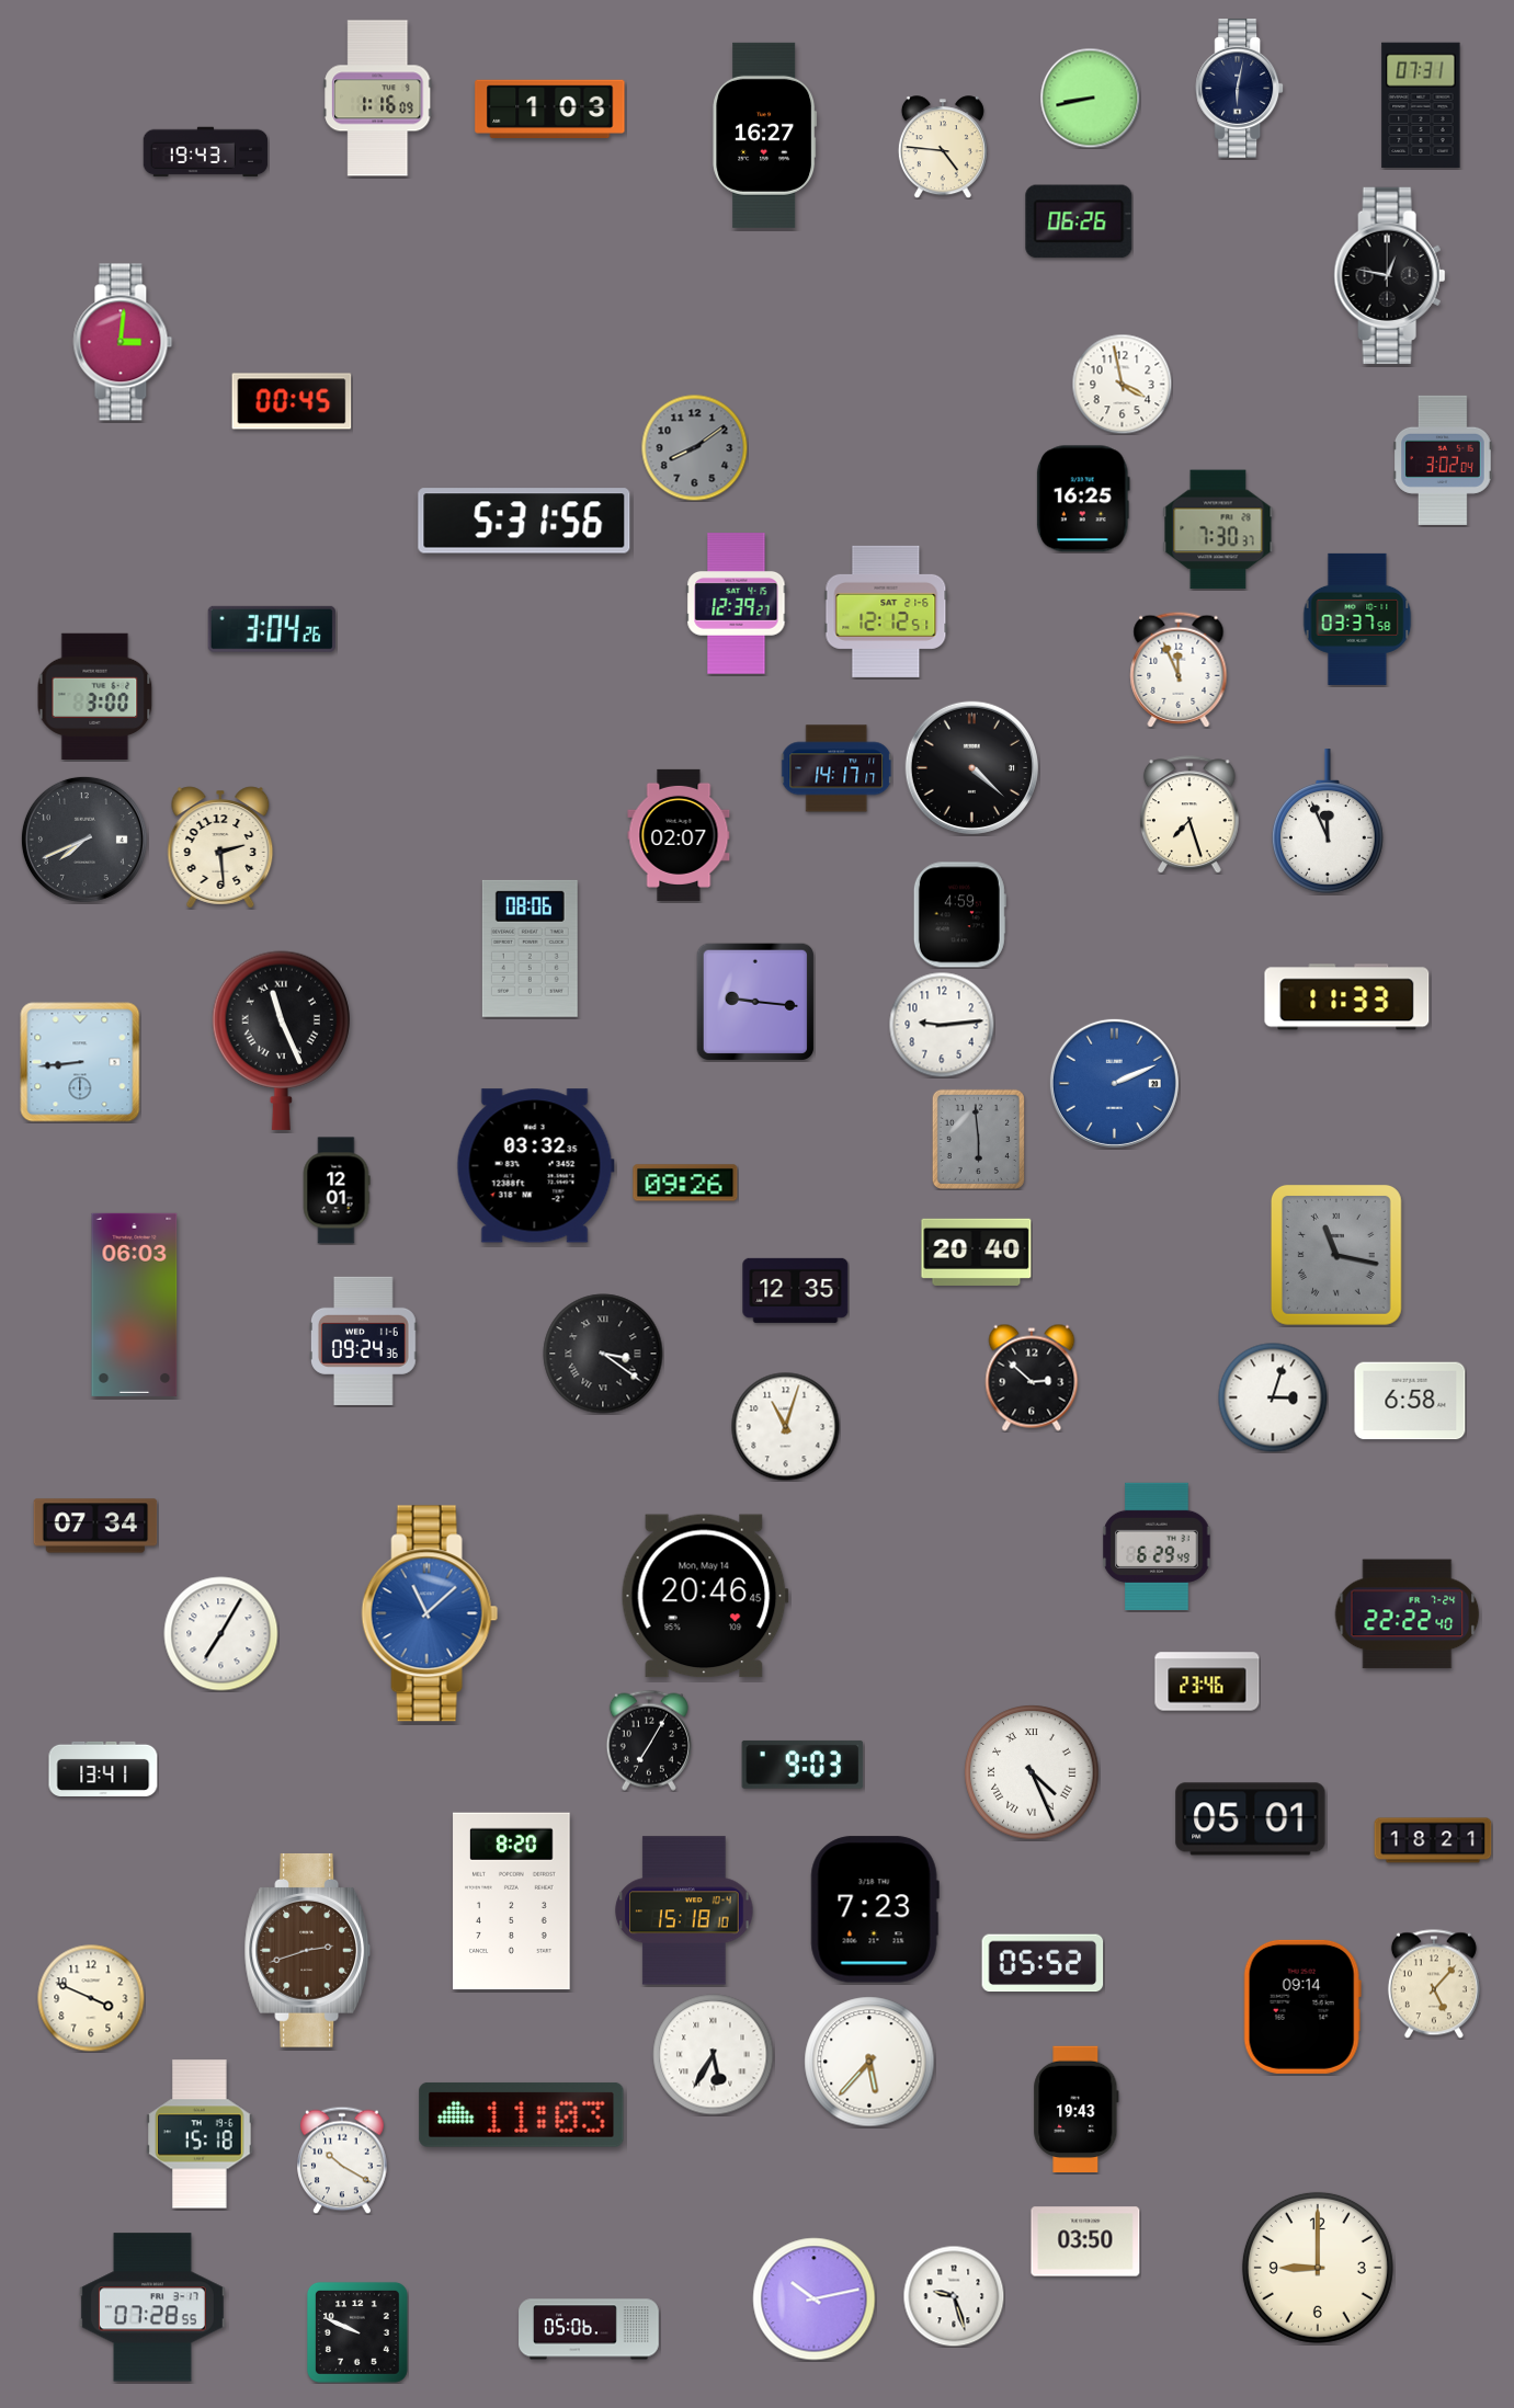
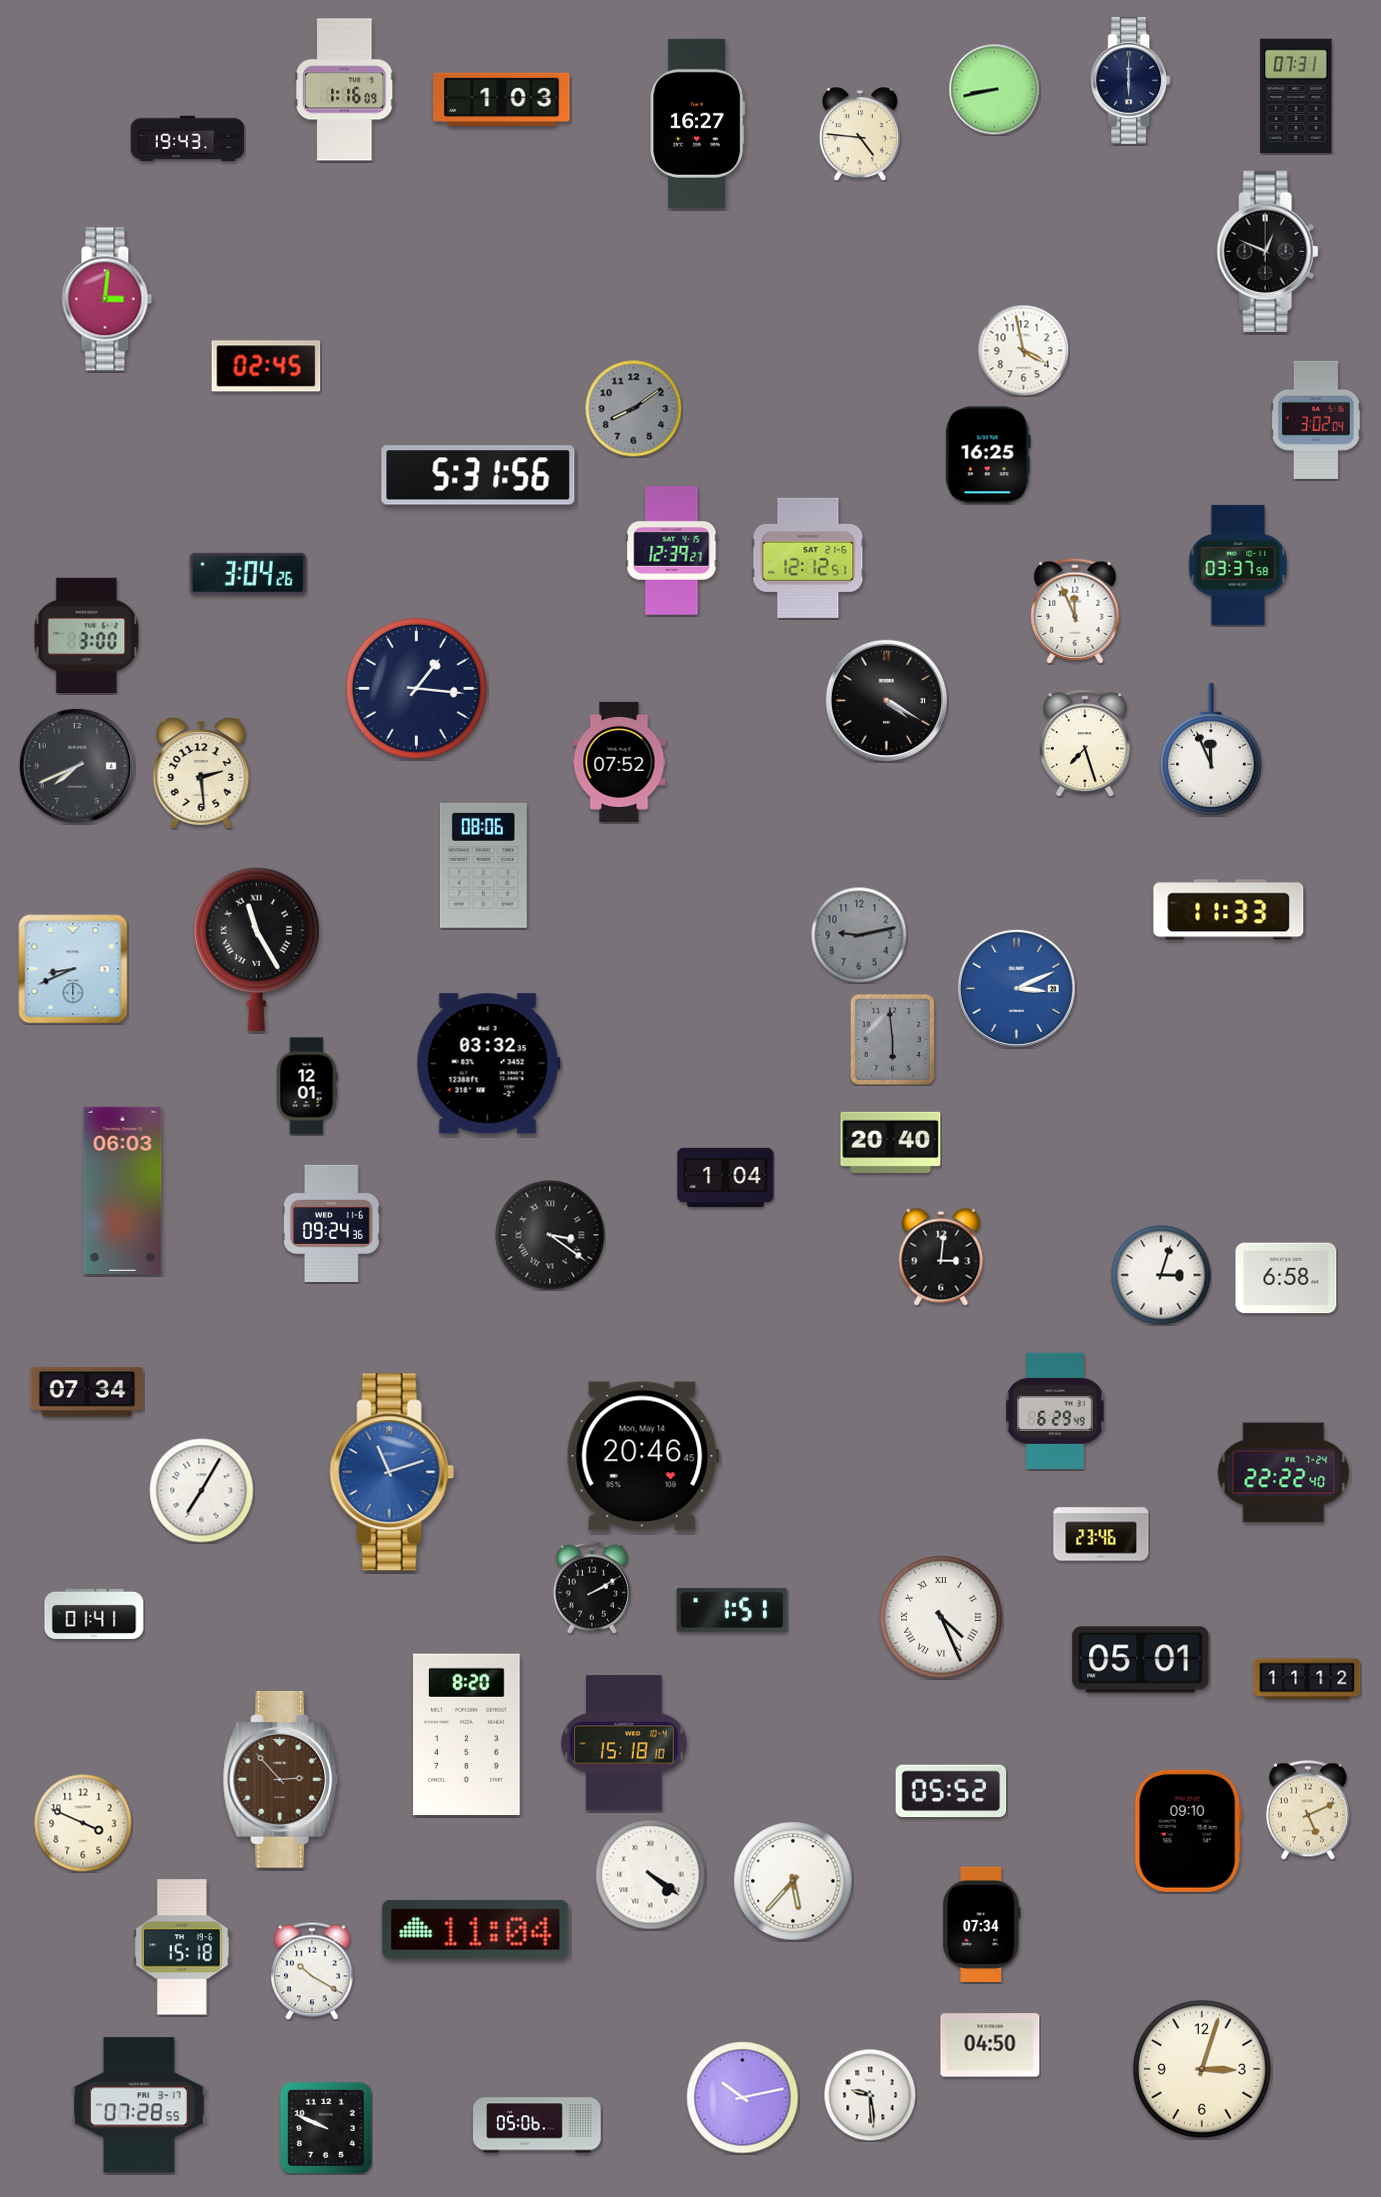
clock at (1240, 89): 6:02 -> 6:00
clock at (1079, 221): 06:26 -> none
clock at (1390, 275): 12:47 -> 12:49
clock at (123, 342) position: (123, 342) -> (107, 299)
clock at (292, 401): 00:45 -> 02:45
clock at (1218, 529): 7:30 -> none
clock at (416, 688): none -> 1:16
clock at (971, 767): 4:22 -> 4:20
clock at (836, 768): 14:17 -> none
clock at (679, 835): 02:07 -> 07:52
clock at (959, 915): 4:59 -> none
clock at (754, 1001): 9:16 -> none
clock at (942, 1025): 9:14 -> 9:13
clock at (942, 1025) dial: white -> grey
clock at (281, 1040): 11:26 -> 11:25
clock at (80, 1062): 8:44 -> 8:41
clock at (1114, 1083): 2:11 -> 3:11
clock at (685, 1183): 09:26 -> none
clock at (1336, 1255): 11:17 -> none
clock at (796, 1290): 12:35 -> 1:04
clock at (1032, 1378): 2:52 -> 3:01
clock at (786, 1427): 11:03 -> none
clock at (430, 1613): 11:08 -> 11:12
clock at (649, 1741): 7:05 -> 2:10
clock at (802, 1765): 9:03 -> 1:51
clock at (103, 1769): 13:41 -> 01:41
clock at (1433, 1840): 18:21 -> 11:12
clock at (875, 1909): 7:23 -> none
clock at (308, 1950): 2:42 -> 2:53
clock at (1434, 1984): 5:07 -> 5:11
clock at (1302, 2007): 09:14 -> 09:10
clock at (714, 2055): 5:35 -> 4:21
clock at (1077, 2109): 19:43 -> 07:34
clock at (522, 2114): 11:03 -> 11:04
clock at (1085, 2241): 03:50 -> 04:50
clock at (1318, 2268): 9:00 -> 3:03
clock at (954, 2296): 9:27 -> 9:29
